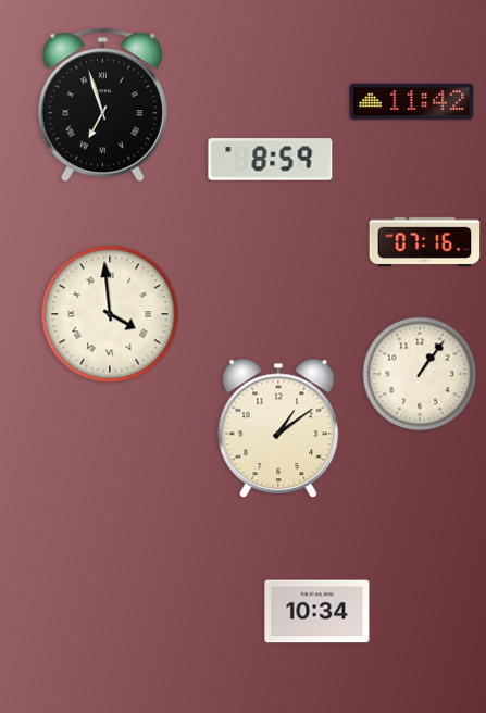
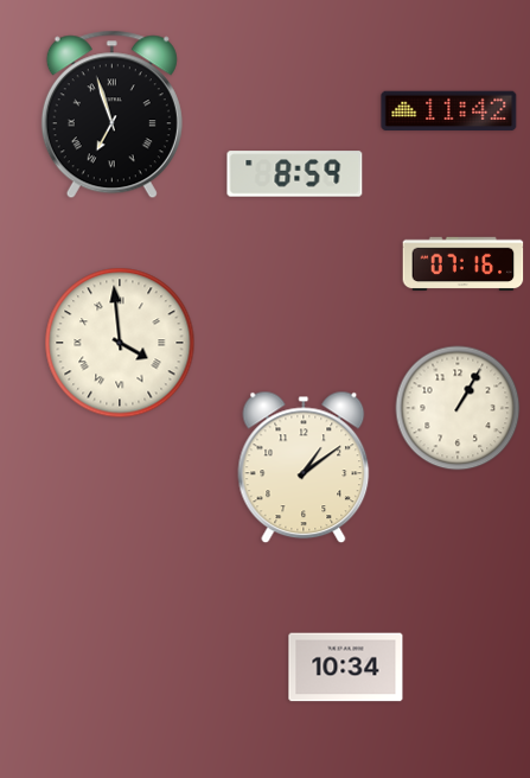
clock at (420, 374): 1:06 -> 1:05
